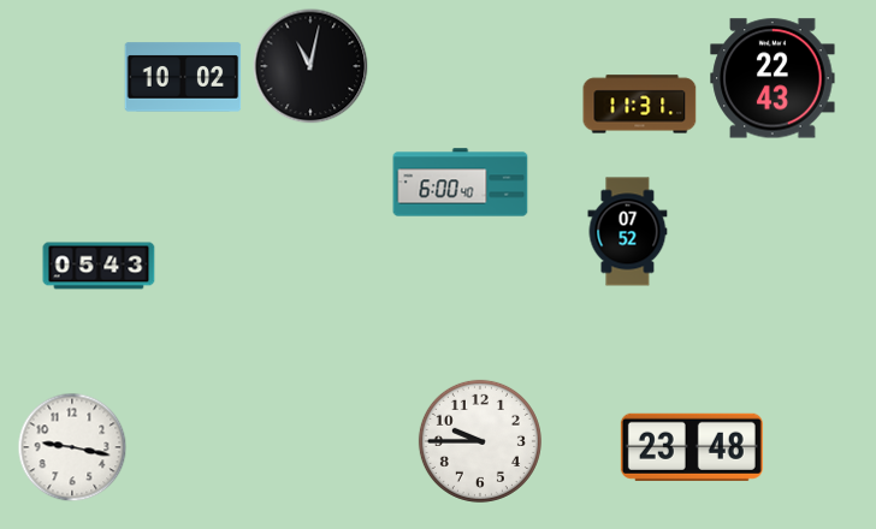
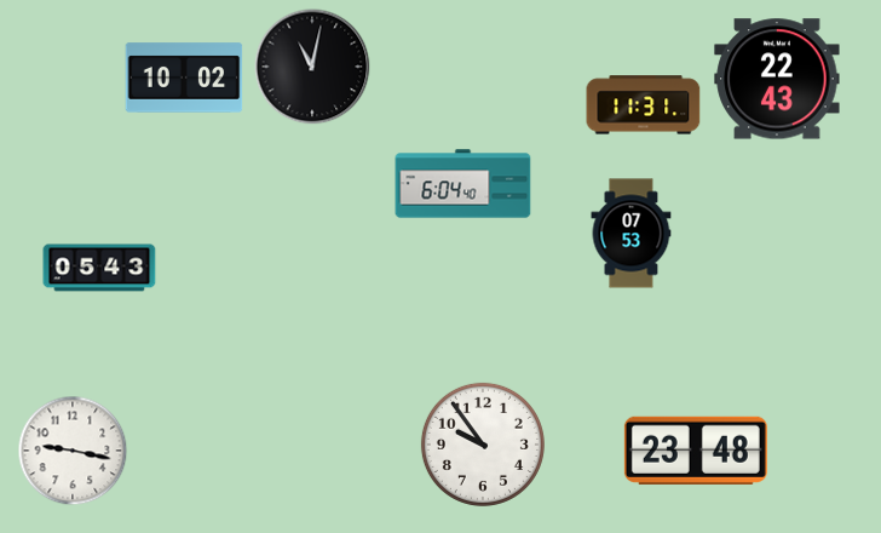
clock at (461, 183): 6:00 -> 6:04
clock at (628, 232): 07:52 -> 07:53
clock at (480, 441): 9:45 -> 9:54
